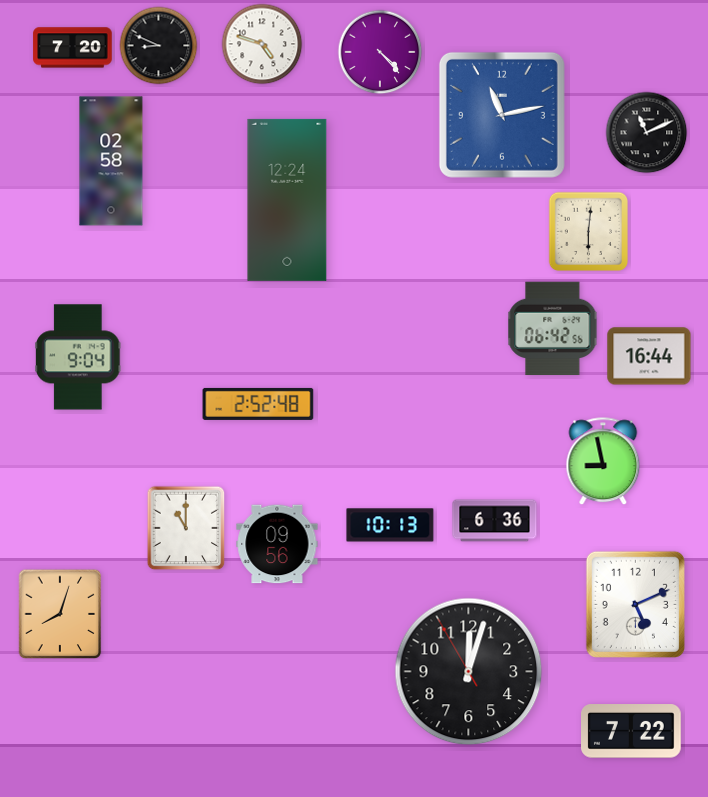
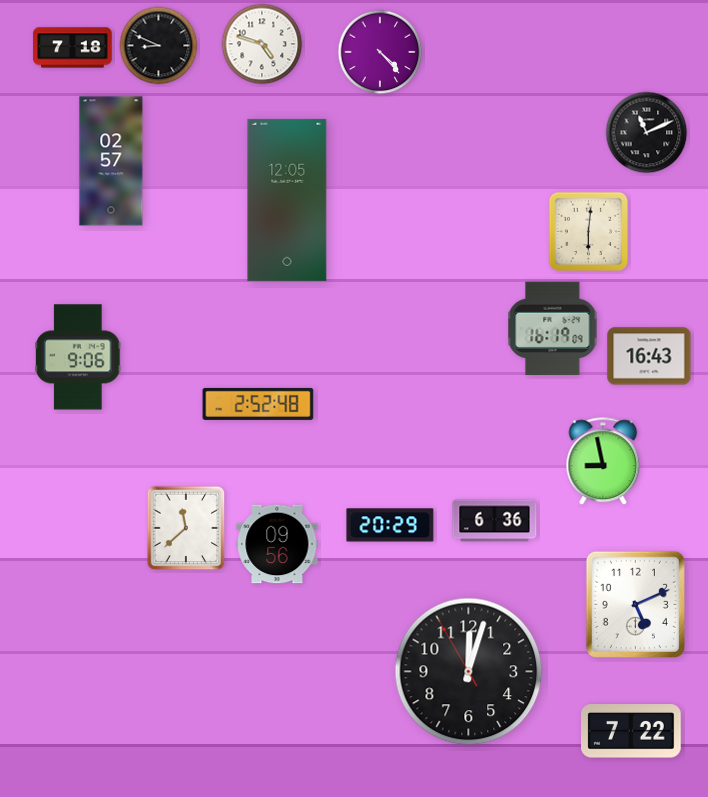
clock at (73, 48): 7:20 -> 7:18
clock at (502, 115): 11:13 -> none
clock at (111, 161): 02:58 -> 02:57
clock at (287, 200): 12:24 -> 12:05
clock at (553, 329): 06:42 -> 16:19
clock at (649, 356): 16:44 -> 16:43
clock at (79, 357): 9:04 -> 9:06
clock at (390, 525): 10:13 -> 20:29
clock at (186, 528): 11:00 -> 11:38
clock at (60, 614): 8:03 -> none
